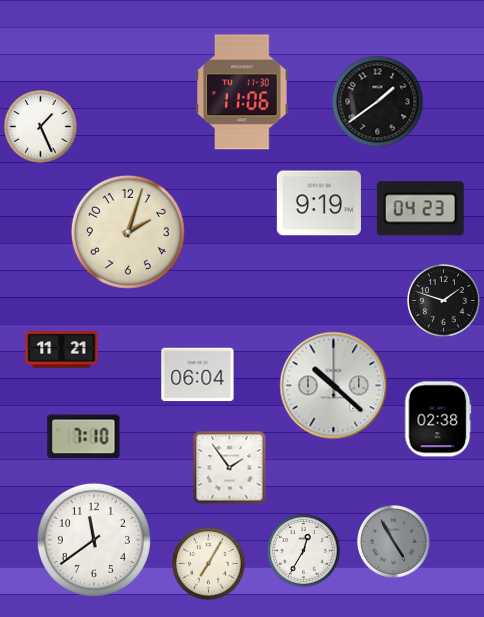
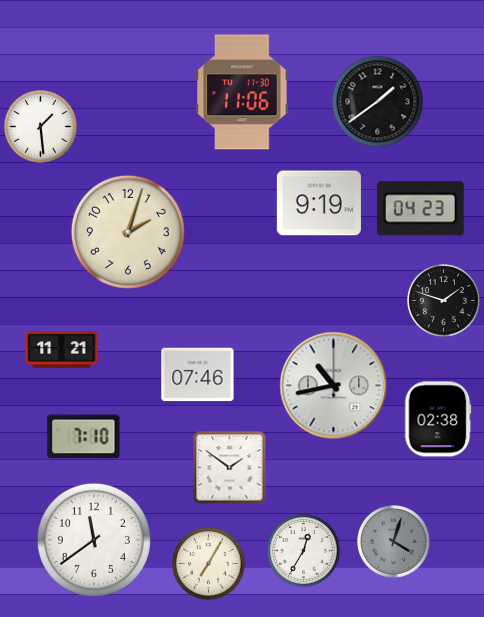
clock at (41, 127): 1:26 -> 1:29
clock at (198, 375): 06:04 -> 07:46
clock at (334, 386): 10:22 -> 10:43
clock at (230, 468): 1:54 -> 1:51
clock at (394, 542): 4:55 -> 4:03
